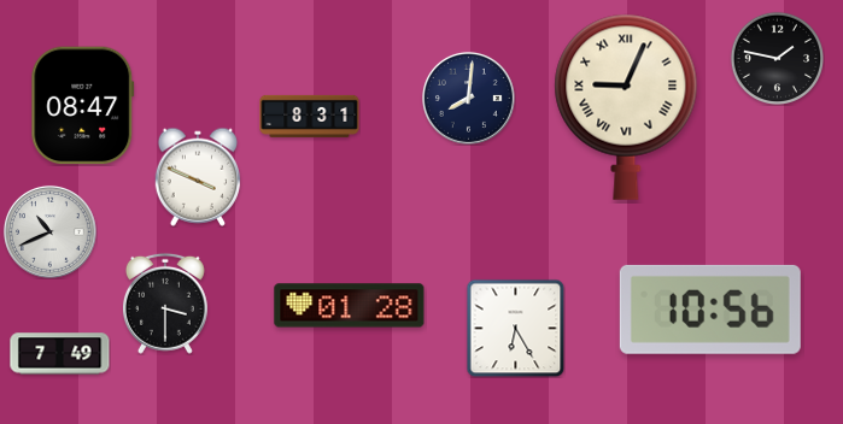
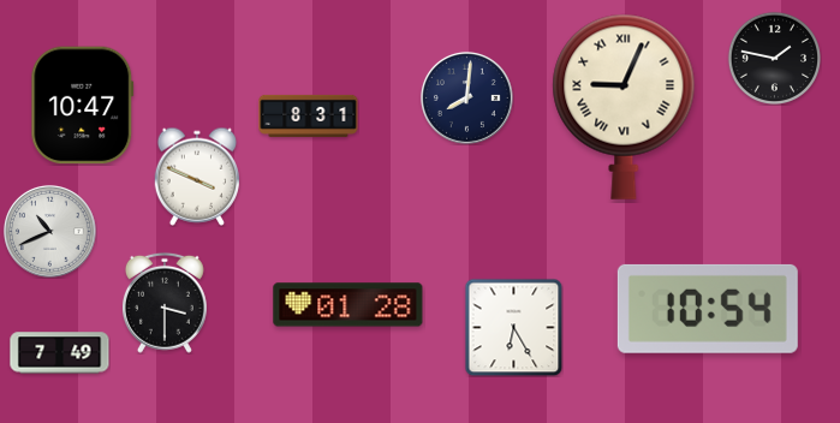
clock at (83, 106): 08:47 -> 10:47
clock at (710, 310): 10:56 -> 10:54
